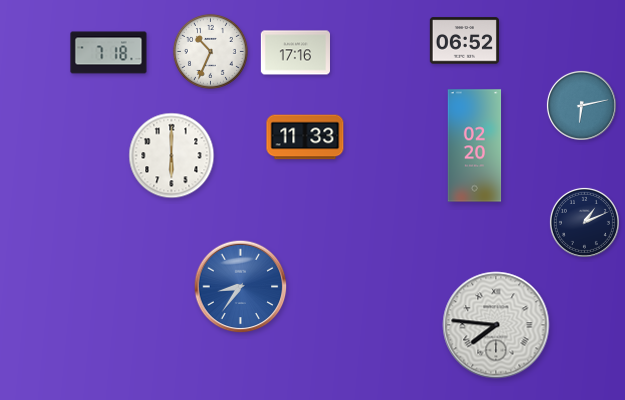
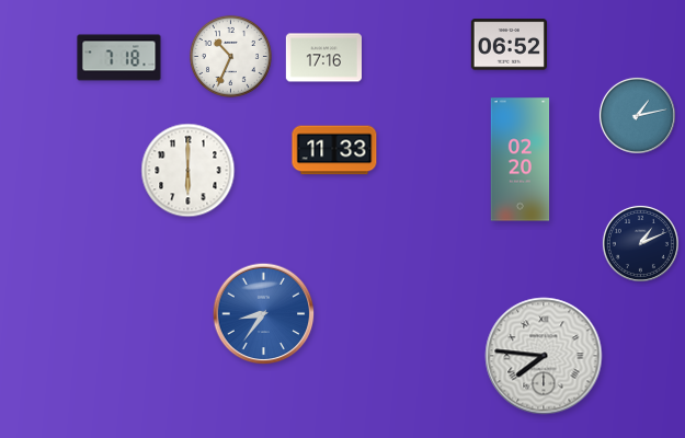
clock at (581, 105): 6:13 -> 1:13
